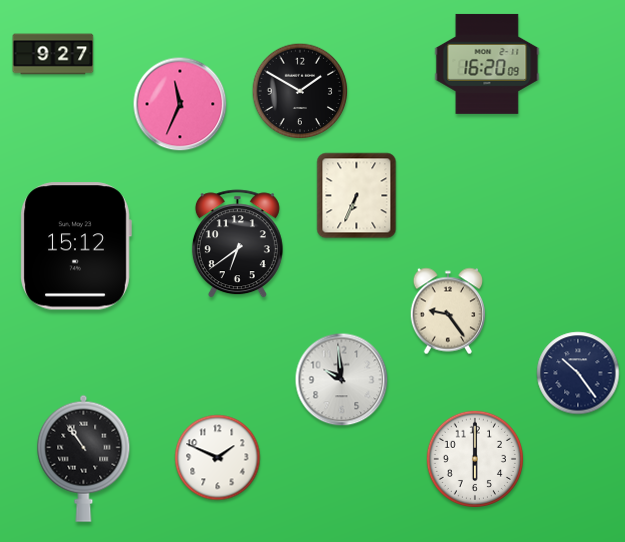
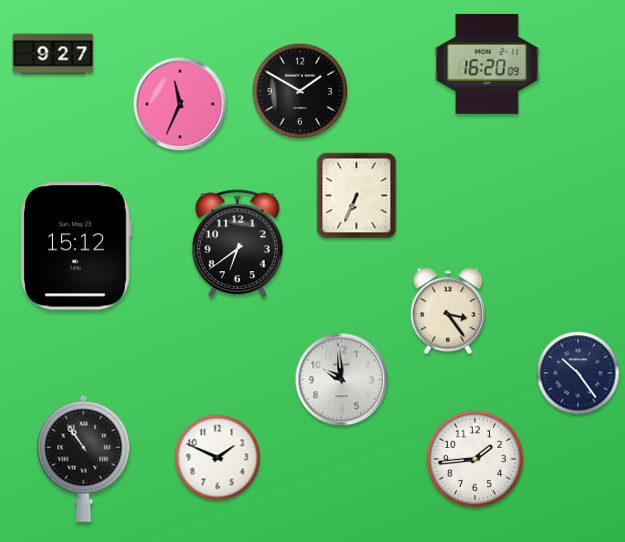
clock at (448, 311): 9:24 -> 3:24
clock at (474, 458): 6:00 -> 1:44
